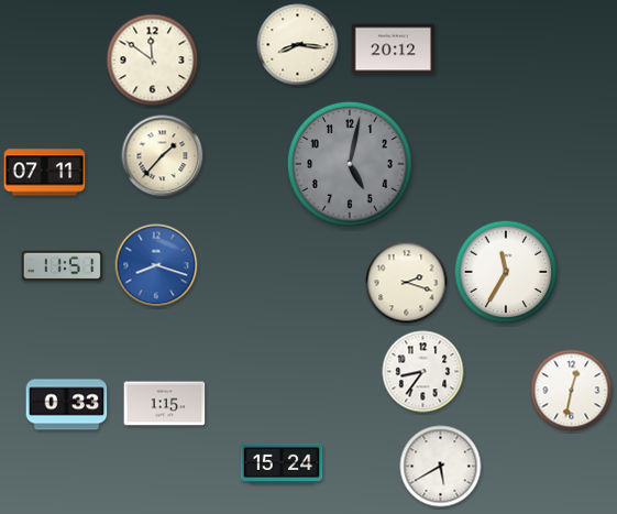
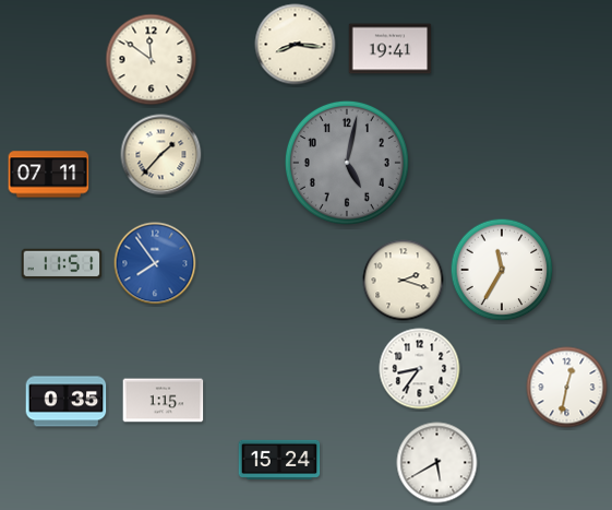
clock at (394, 50): 20:12 -> 19:41
clock at (45, 173) position: (45, 173) -> (49, 175)
clock at (156, 265): 8:18 -> 7:54
clock at (67, 405): 0:33 -> 0:35
